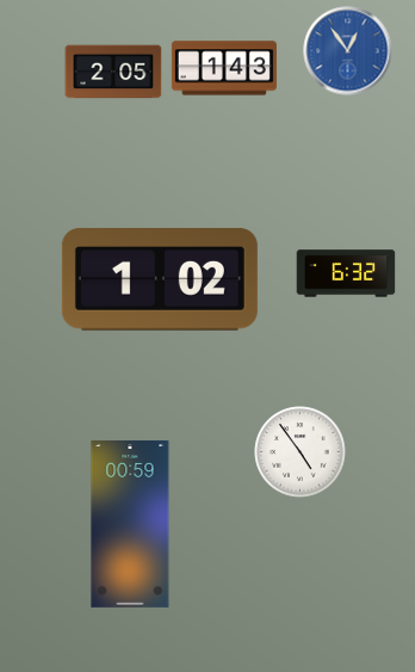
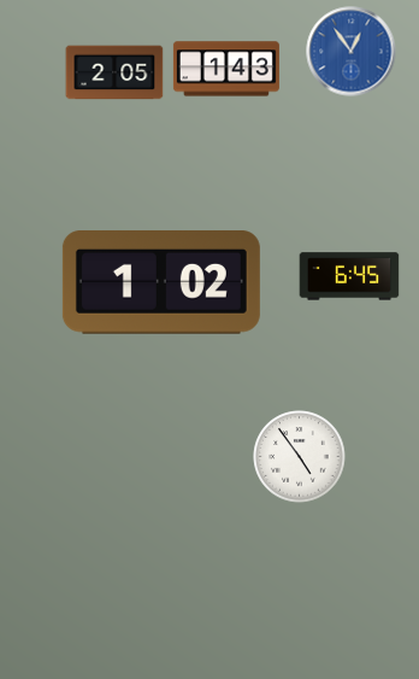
clock at (346, 273): 6:32 -> 6:45
clock at (301, 452) position: (301, 452) -> (300, 457)
clock at (130, 524): 00:59 -> none
